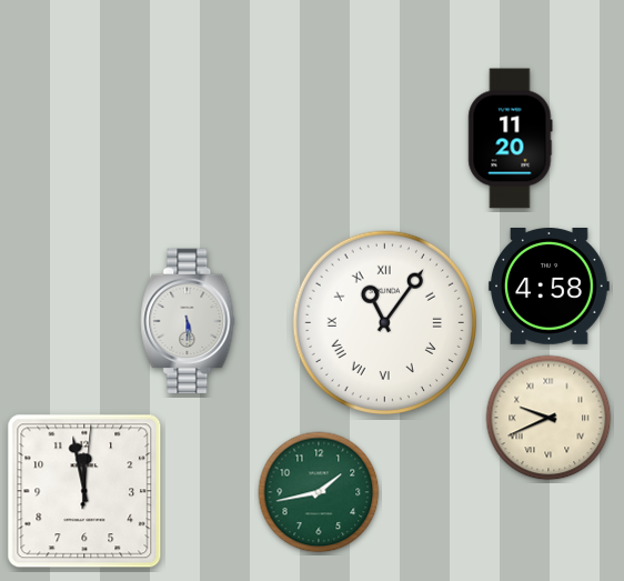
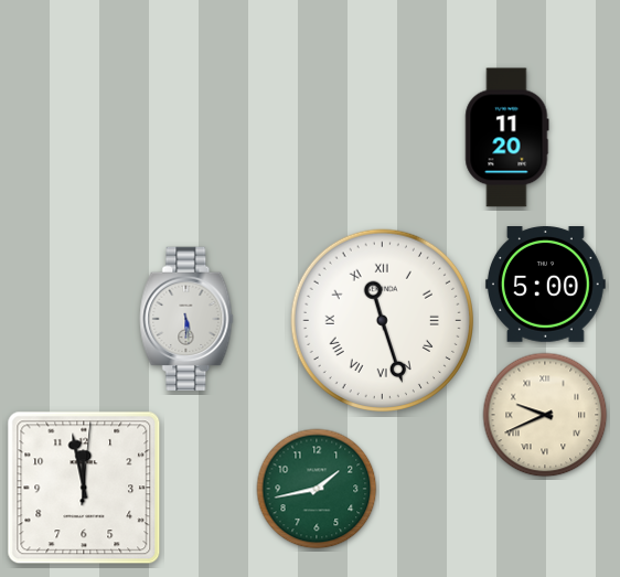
clock at (548, 287): 4:58 -> 5:00
clock at (384, 322): 11:06 -> 11:27
